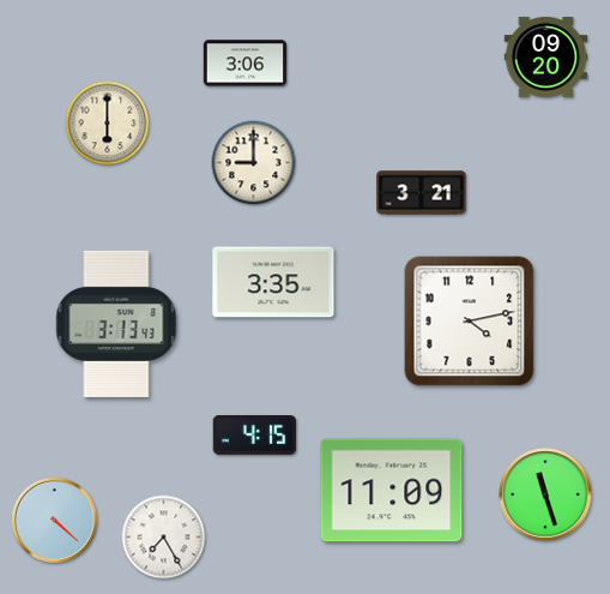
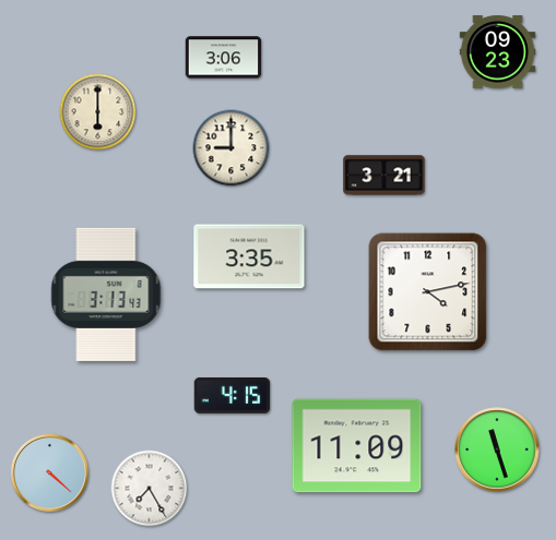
clock at (546, 56): 09:20 -> 09:23
